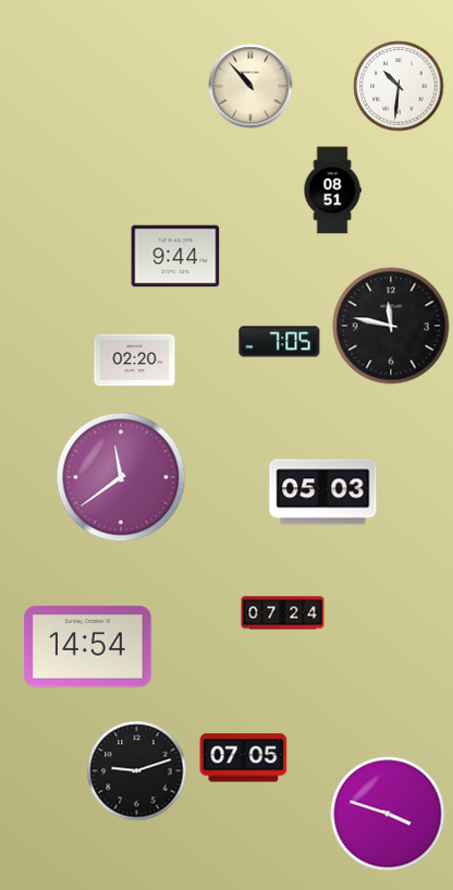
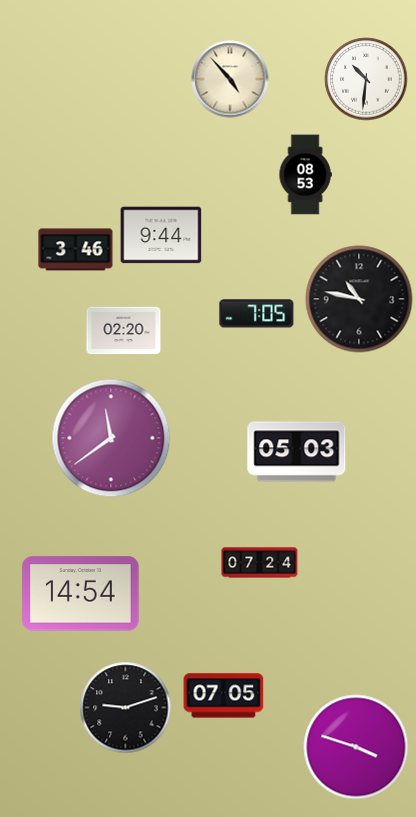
clock at (250, 86): 10:53 -> 4:53
clock at (332, 191): 08:51 -> 08:53
clock at (76, 250): none -> 3:46
clock at (391, 326): 11:47 -> 10:47
